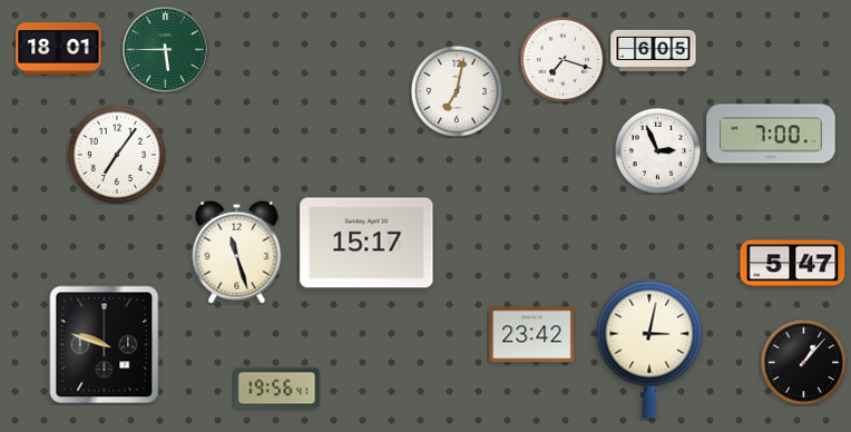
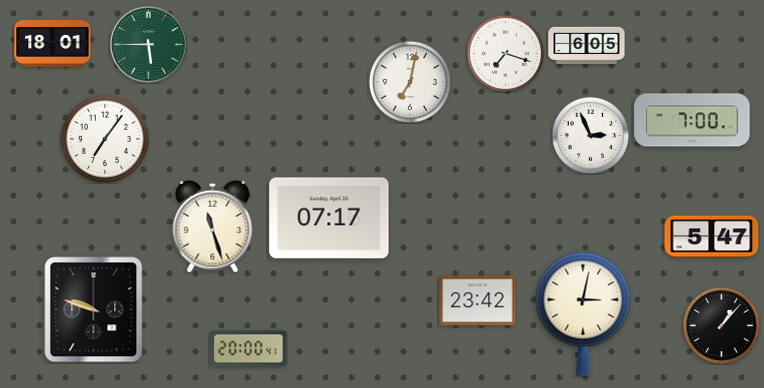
clock at (366, 243): 15:17 -> 07:17
clock at (277, 389): 19:56 -> 20:00
